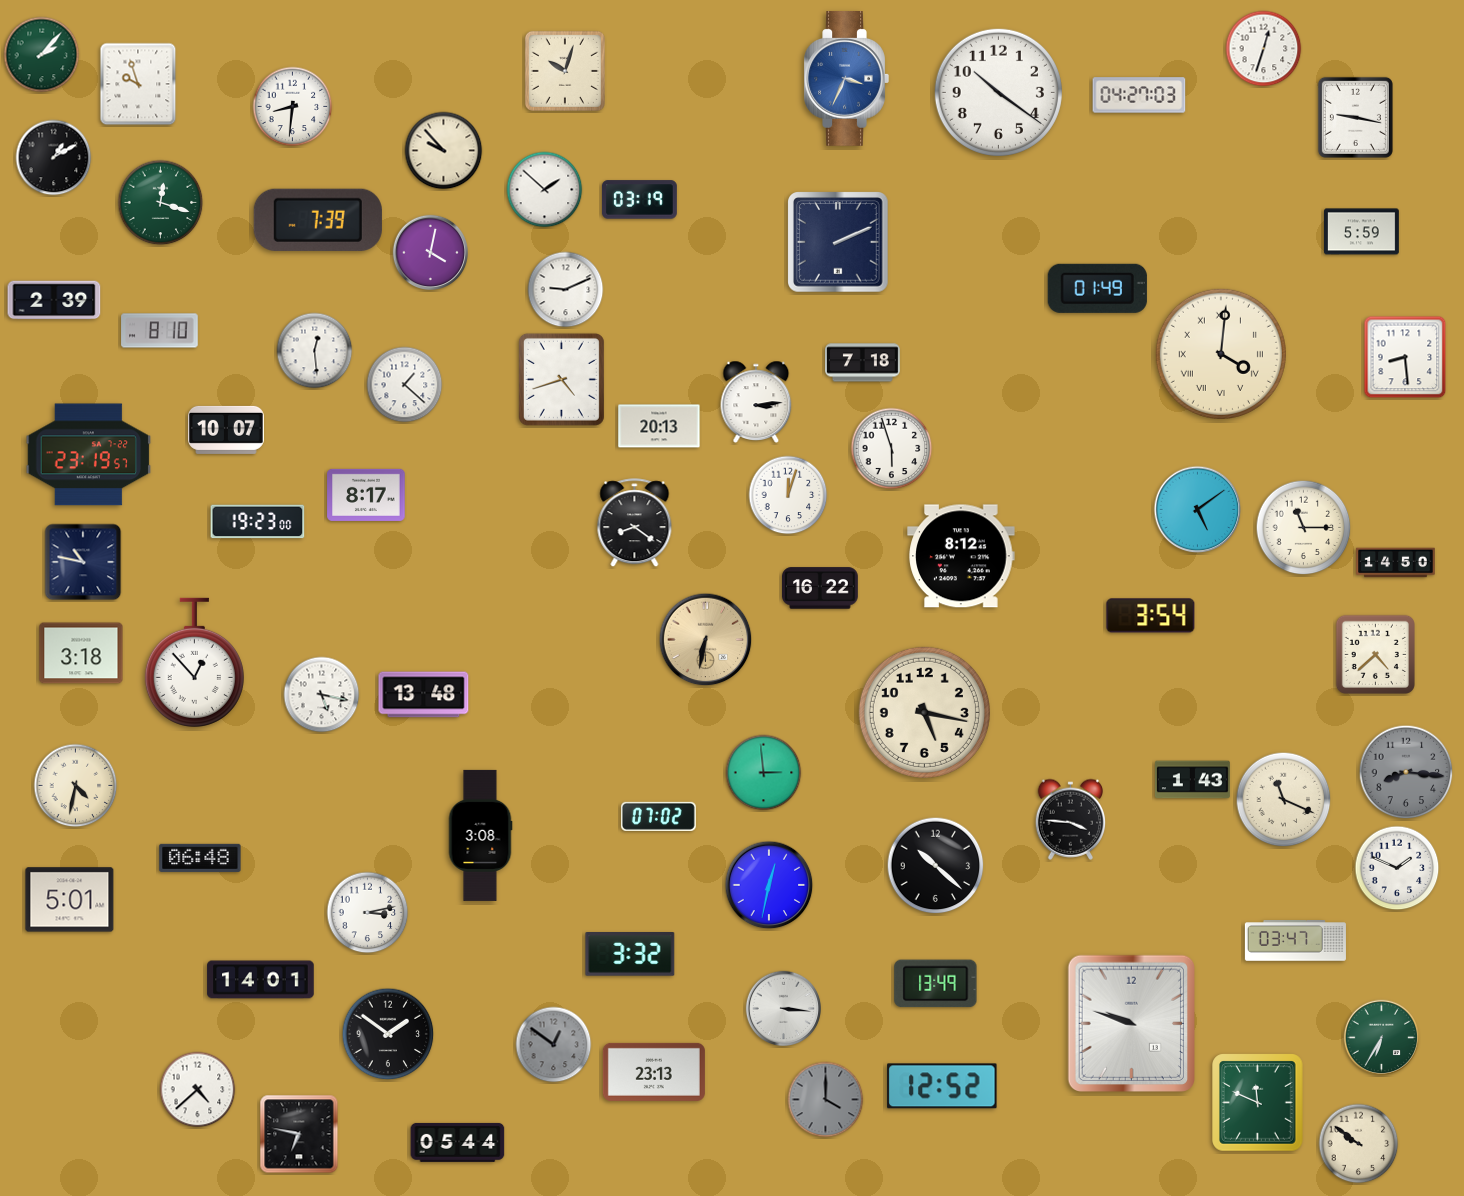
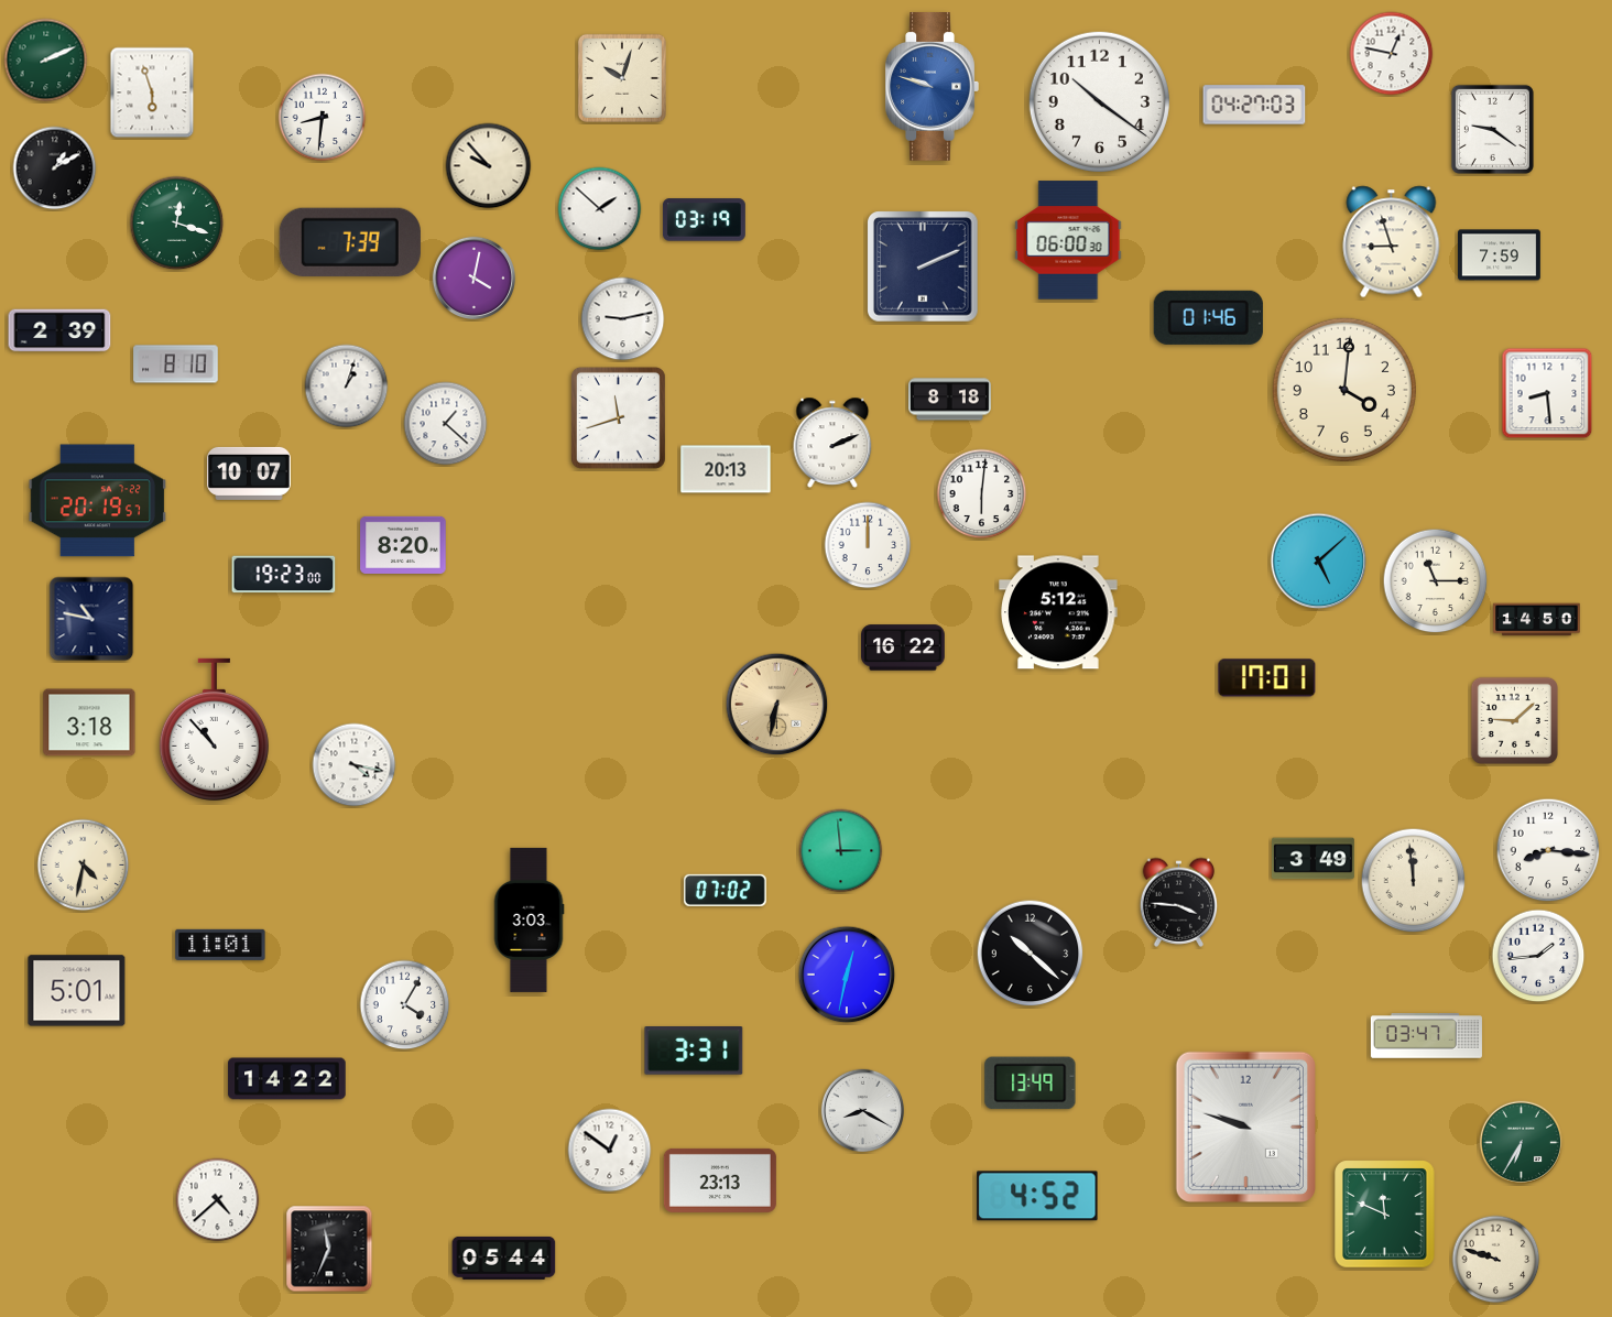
clock at (1264, 49): 12:33 -> 12:47
clock at (42, 55): 2:07 -> 2:11
clock at (846, 79): 3:34 -> 9:48
clock at (138, 84): 9:57 -> 5:57
clock at (1355, 117): 9:17 -> 9:21
clock at (54, 158) position: (54, 158) -> (55, 168)
clock at (1068, 240): none -> 06:00
clock at (1392, 242): none -> 8:57
clock at (1362, 232): 5:59 -> 7:59
clock at (1097, 288): 01:49 -> 01:46
clock at (566, 290): 9:11 -> 9:13
clock at (315, 351): 12:29 -> 1:03
clock at (1221, 354) numerals: Roman -> Arabic
clock at (863, 363): 7:18 -> 8:18
clock at (561, 379): 4:42 -> 11:42
clock at (756, 401): 3:14 -> 2:11
clock at (892, 449): 5:57 -> 6:01
clock at (89, 455): 23:19 -> 20:19
clock at (366, 495): 8:17 -> 8:20
clock at (788, 495): 12:03 -> 12:00
clock at (1198, 510): 5:09 -> 5:08
clock at (635, 523): 8:21 -> none
clock at (961, 556): 8:12 -> 5:12
clock at (1151, 616): 3:54 -> 17:01
clock at (81, 653) position: (81, 653) -> (89, 722)
clock at (1375, 654): 4:38 -> 9:08
clock at (194, 662): 12:53 -> 10:53
clock at (322, 695): 5:17 -> 4:17
clock at (424, 695): 13:48 -> none
clock at (924, 712): 5:17 -> none
clock at (1406, 772) dial: grey -> white
clock at (1192, 780): 1:43 -> 3:49
clock at (1284, 800): 11:19 -> 11:59
clock at (658, 816) position: (658, 816) -> (725, 890)
clock at (480, 835): 3:08 -> 3:03
clock at (200, 858): 06:48 -> 11:01
clock at (1397, 868): 1:49 -> 1:44
clock at (368, 913): 3:13 -> 4:05
clock at (630, 955): 3:32 -> 3:31
clock at (261, 980): 14:01 -> 14:22
clock at (784, 1009): 3:16 -> 8:20
clock at (388, 1034): 1:51 -> none
clock at (554, 1045) dial: grey -> white
clock at (942, 1086): 12:52 -> 4:52
clock at (826, 1100): 4:00 -> none
clock at (299, 1134): 6:47 -> 11:34
clock at (1359, 1144): 9:51 -> 9:48
